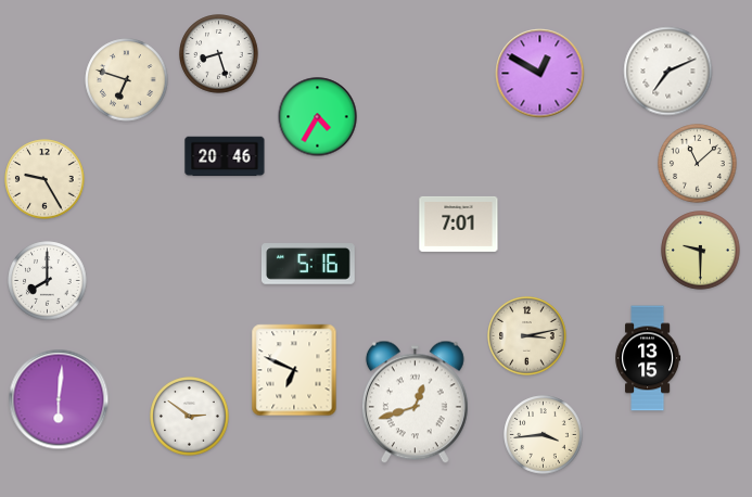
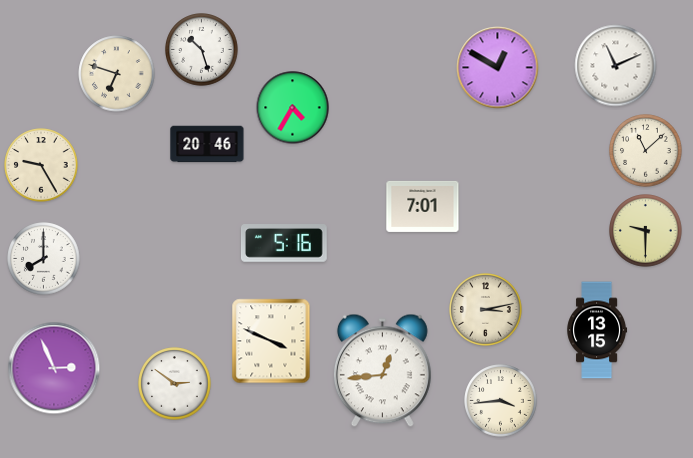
clock at (219, 54): 8:27 -> 10:27
clock at (668, 72): 7:11 -> 11:11
clock at (698, 164) position: (698, 164) -> (646, 151)
clock at (294, 370): 6:49 -> 3:49
clock at (59, 399): 6:01 -> 2:56
clock at (415, 403): 12:42 -> 12:44
